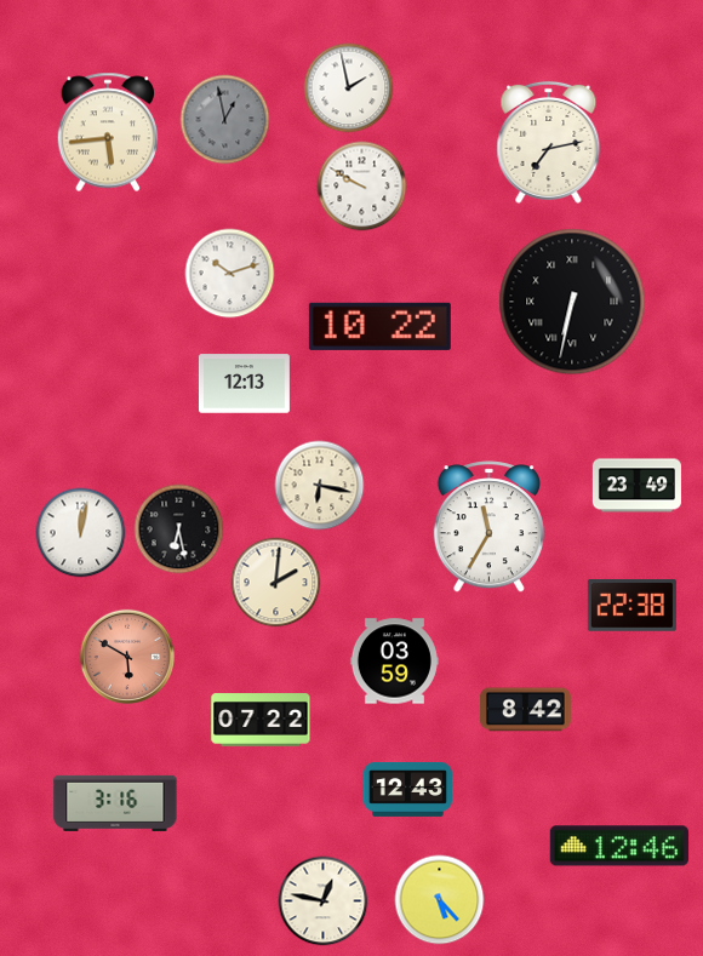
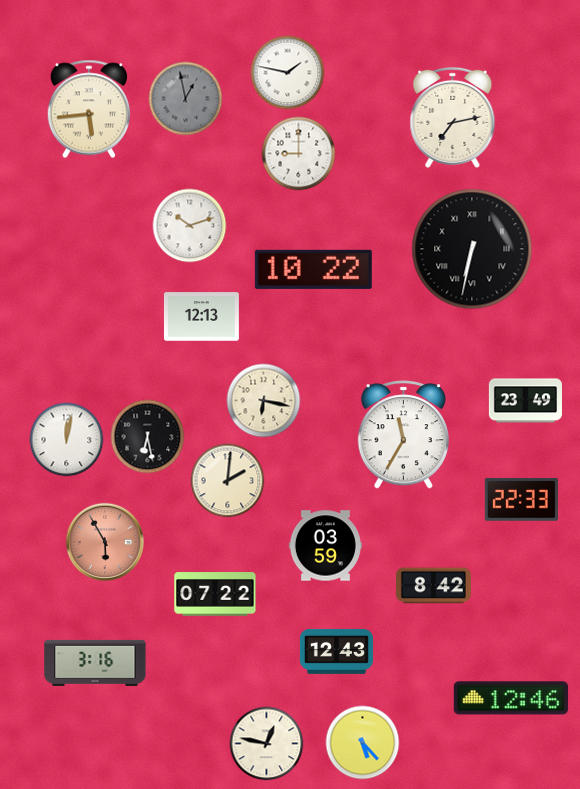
clock at (349, 88): 1:58 -> 1:47
clock at (362, 187): 9:50 -> 9:00
clock at (631, 606): 22:38 -> 22:33
clock at (127, 657): 5:50 -> 5:55
